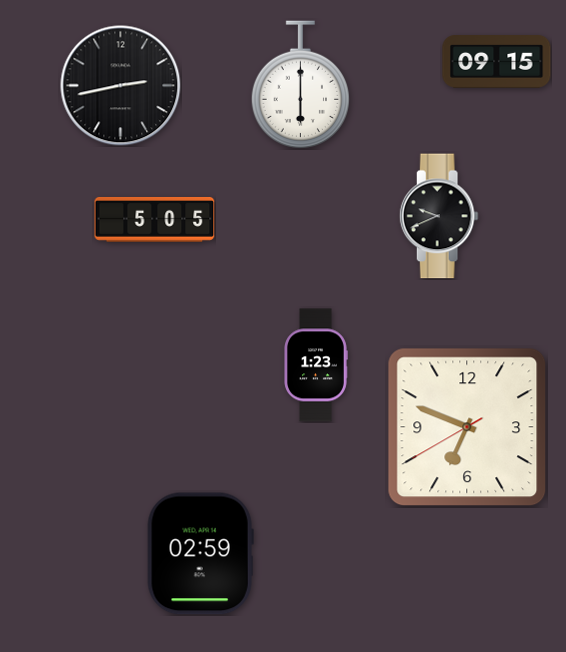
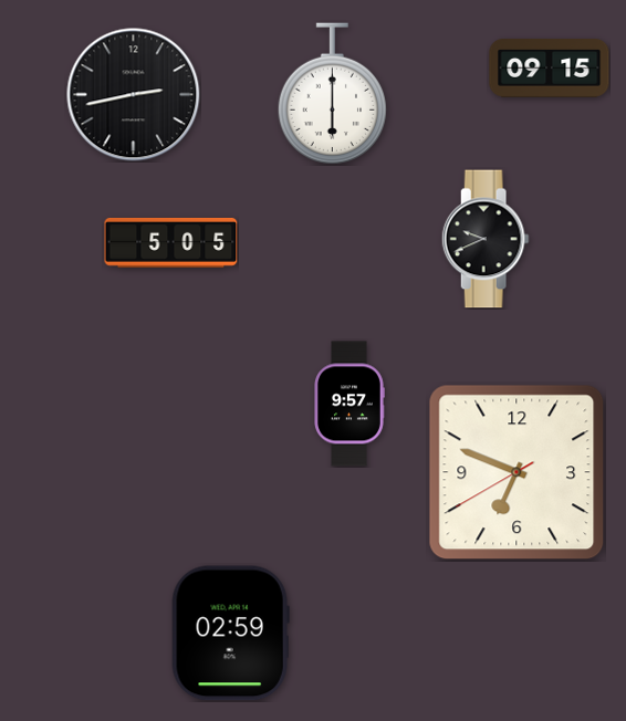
clock at (316, 365): 1:23 -> 9:57
clock at (200, 554) position: (200, 554) -> (230, 634)
